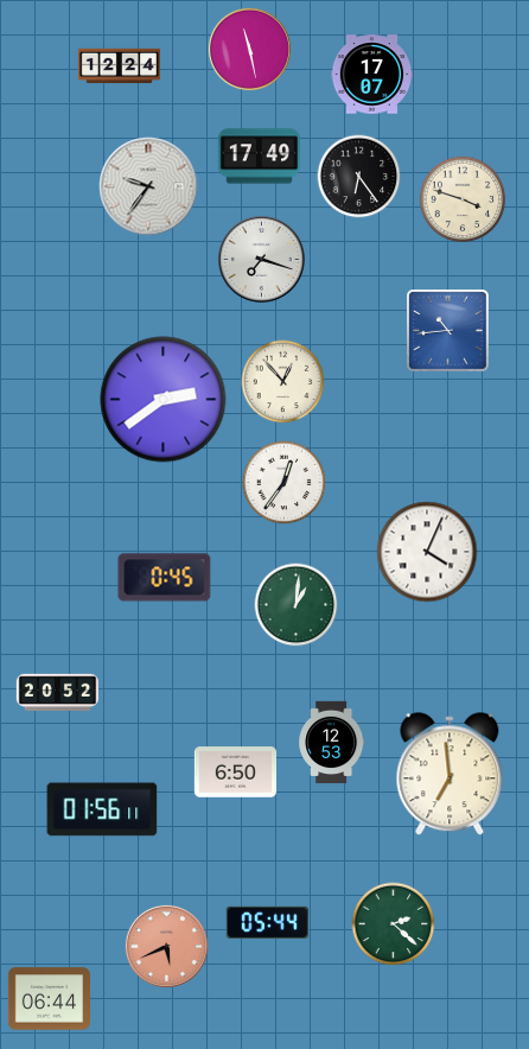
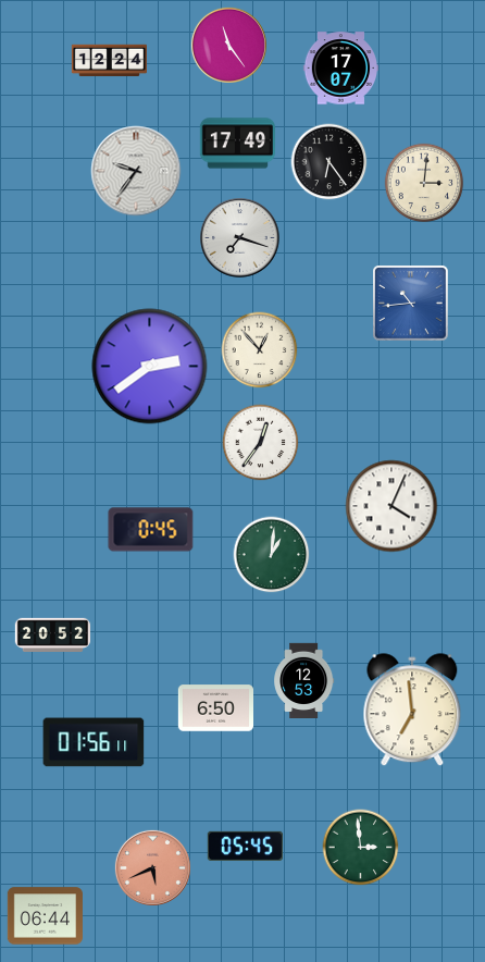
clock at (249, 49): 11:28 -> 11:24
clock at (463, 199): 3:48 -> 3:01
clock at (267, 922): 05:44 -> 05:45
clock at (394, 924): 2:22 -> 2:59
